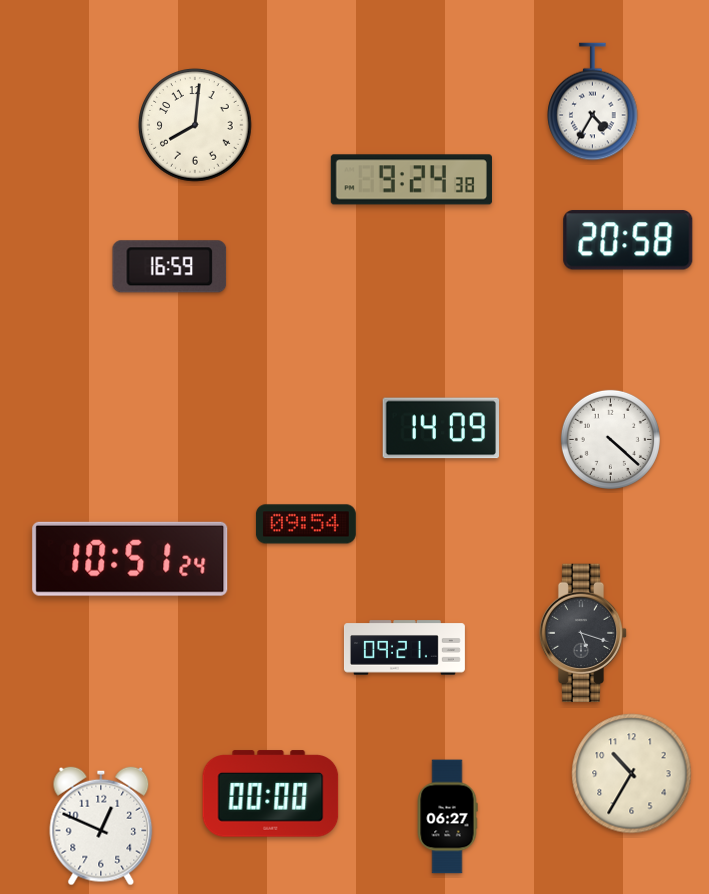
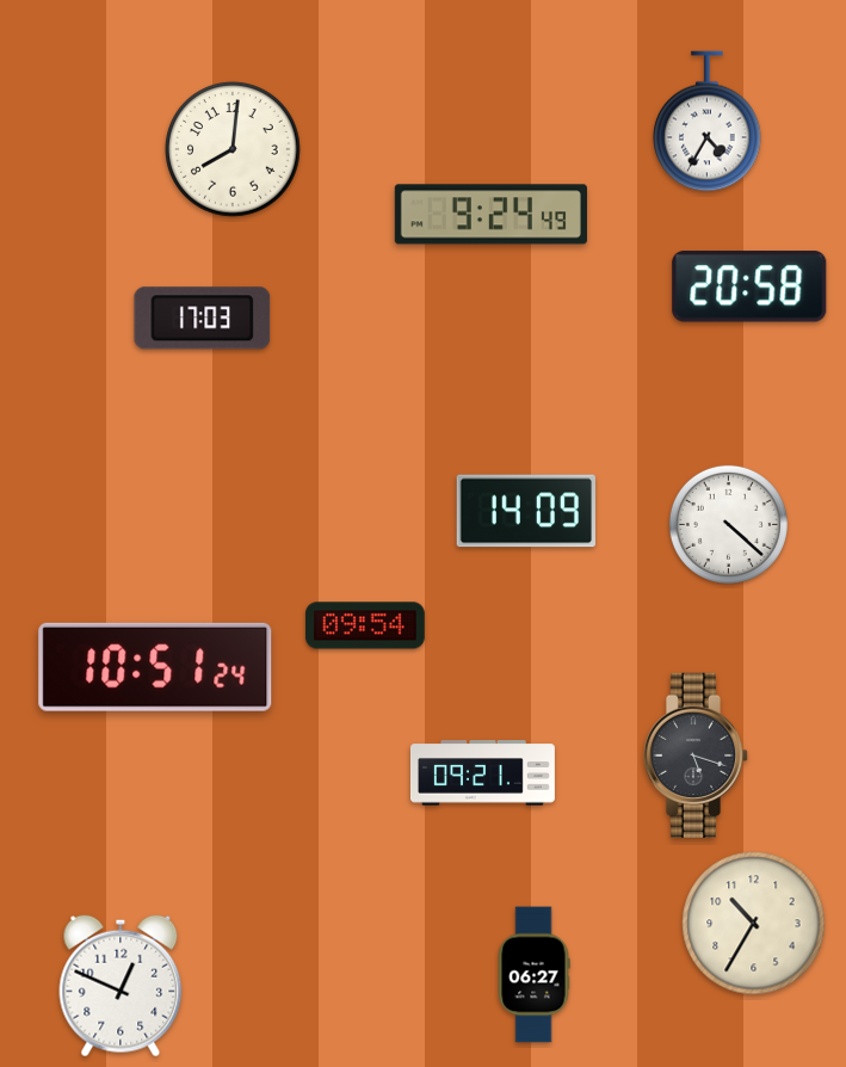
clock at (411, 180): 9:24:38 -> 9:24:49
clock at (170, 267): 16:59 -> 17:03
clock at (271, 794): 00:00 -> none
